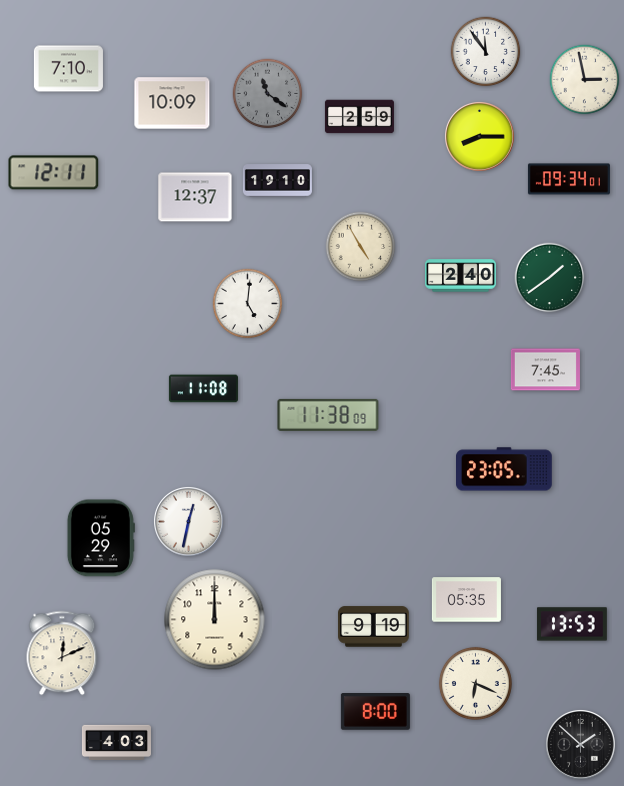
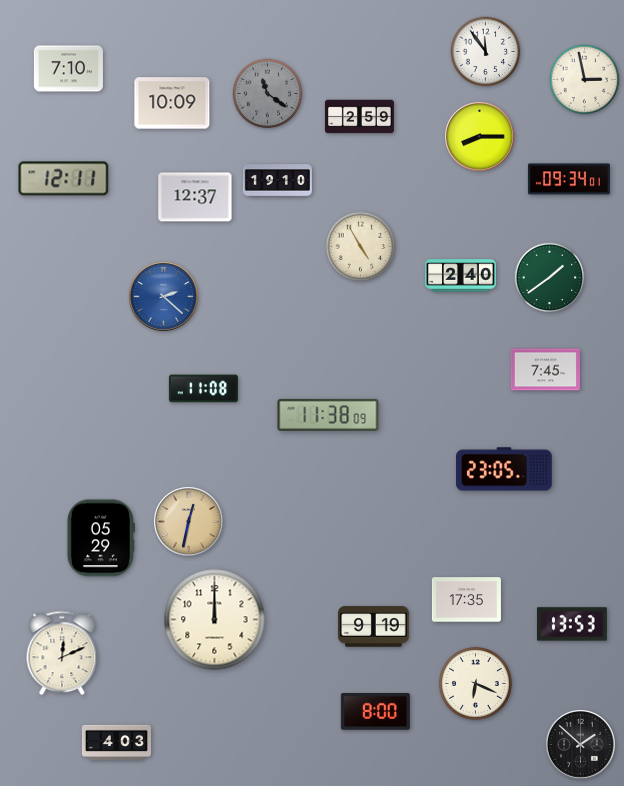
clock at (54, 173) position: (54, 173) -> (64, 179)
clock at (164, 297): none -> 2:22
clock at (248, 304): 5:01 -> none
clock at (189, 522) dial: white -> champagne
clock at (466, 600): 05:35 -> 17:35
